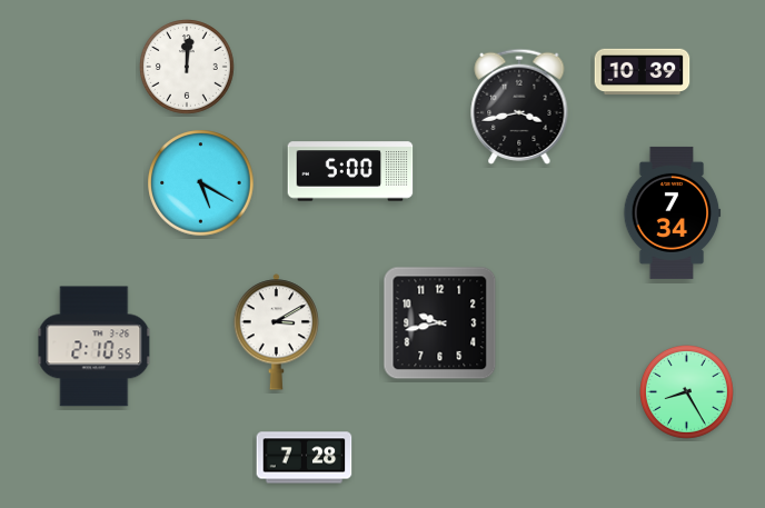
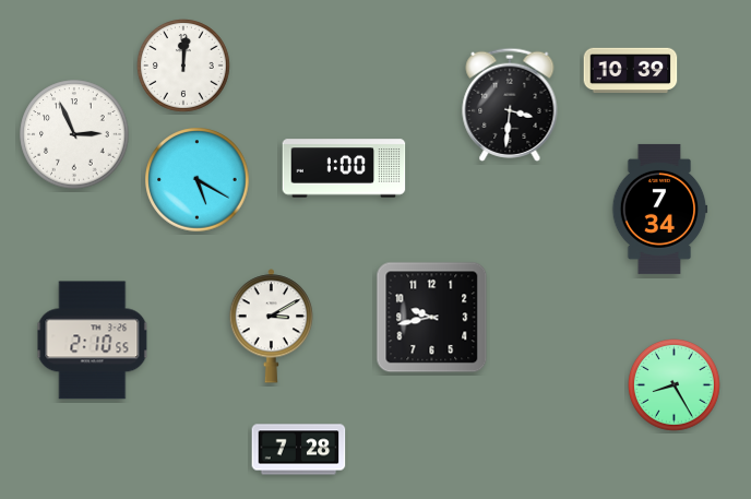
clock at (519, 107): 3:43 -> 3:31
clock at (74, 134): none -> 2:56
clock at (350, 171): 5:00 -> 1:00
